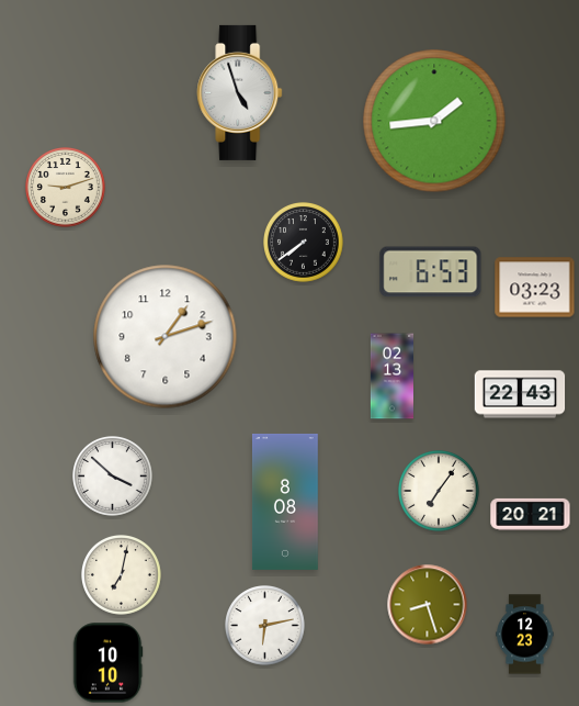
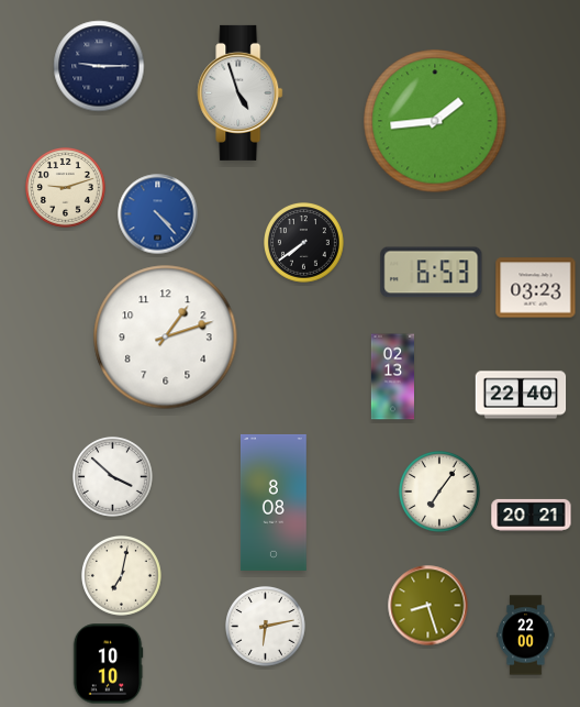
clock at (99, 66): none -> 9:15
clock at (158, 214): none -> 4:23
clock at (520, 394): 22:43 -> 22:40
clock at (285, 502) position: (285, 502) -> (274, 502)
clock at (525, 635): 12:23 -> 22:00
